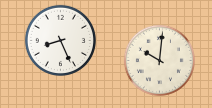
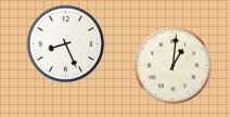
clock at (159, 60): 10:01 -> 1:01
